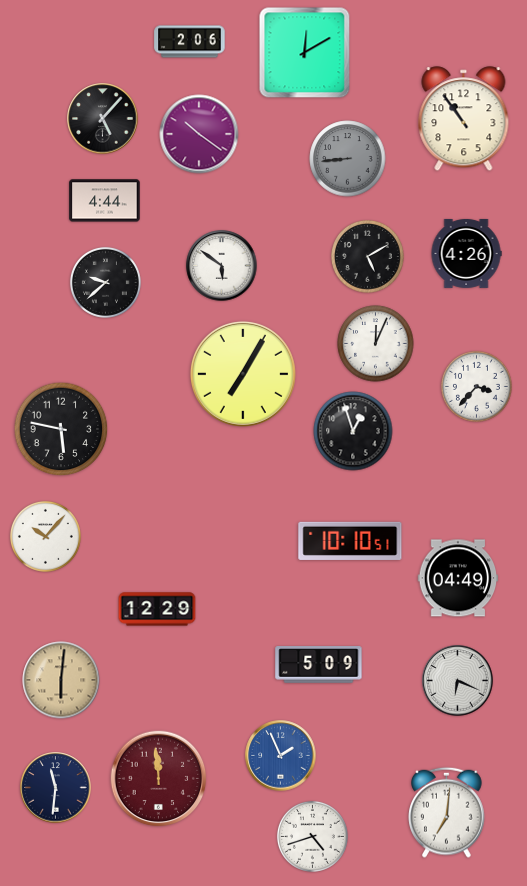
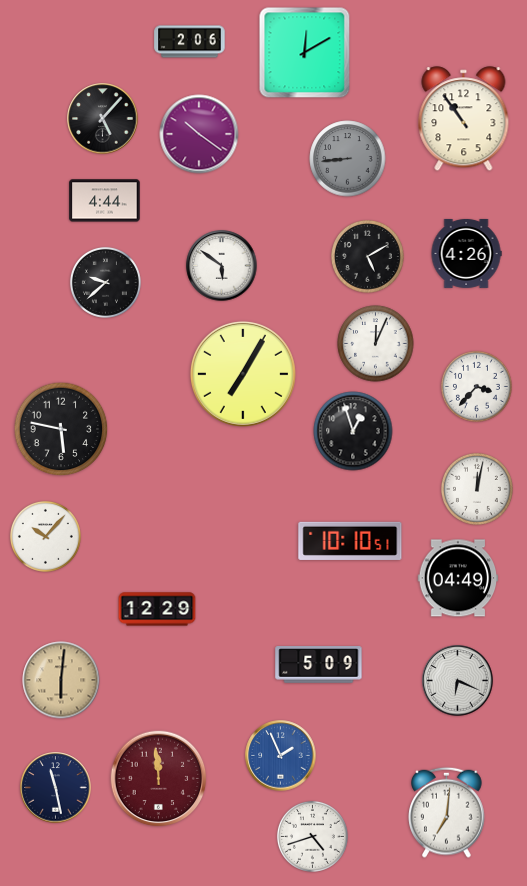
clock at (477, 489): none -> 12:02
clock at (56, 788): 11:31 -> 11:28
